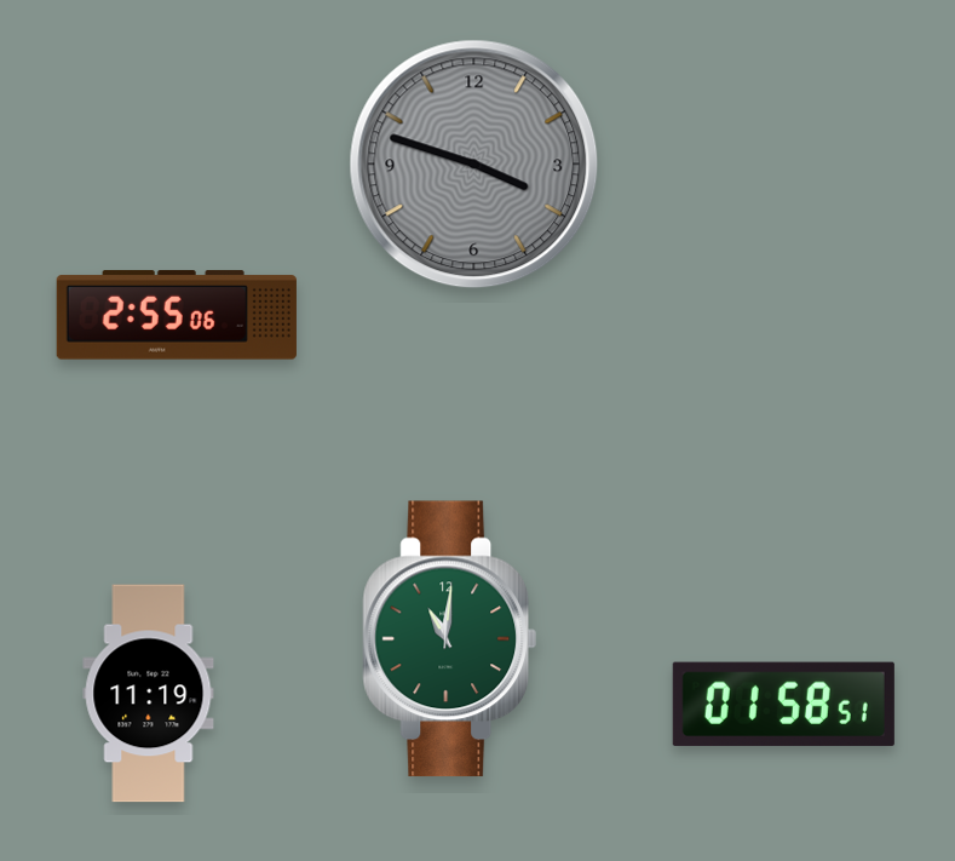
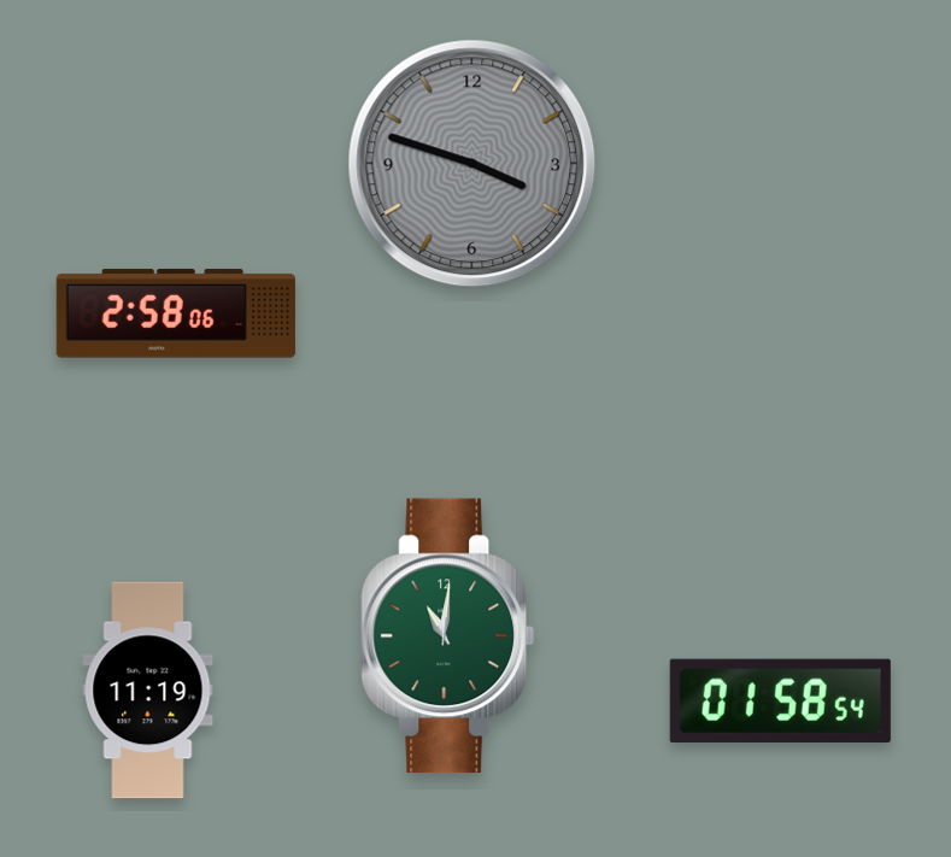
clock at (177, 315): 2:55 -> 2:58
clock at (783, 704): 01:58:51 -> 01:58:54
